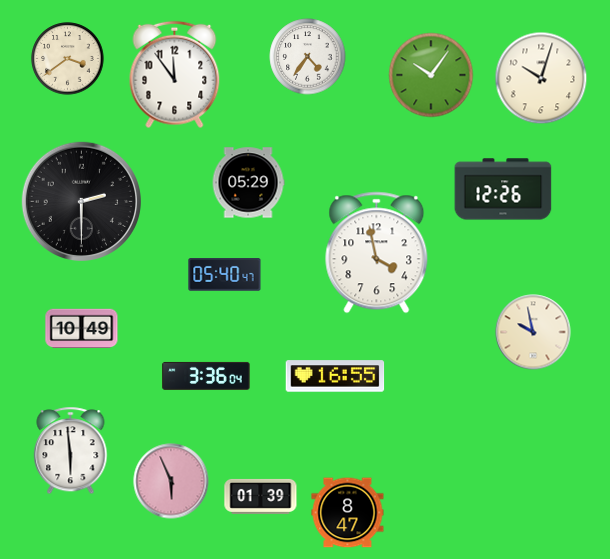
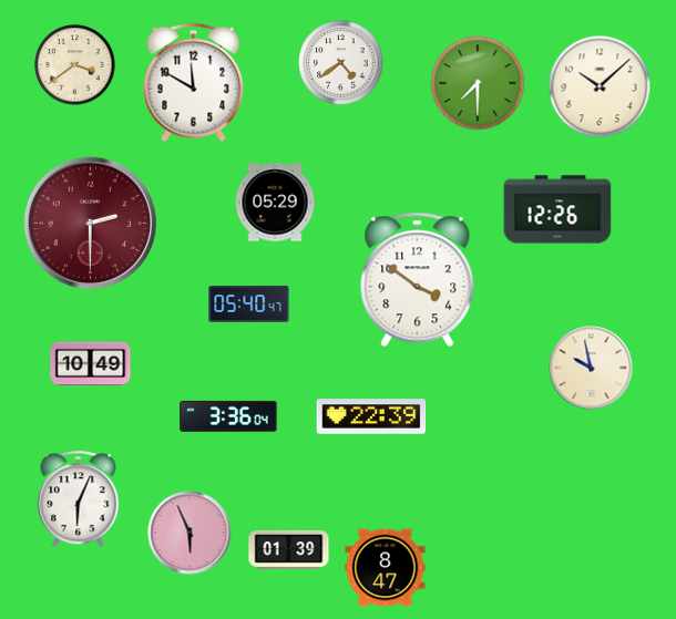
clock at (308, 57): 4:36 -> 4:39
clock at (175, 75): 11:54 -> 11:50
clock at (431, 75): 10:06 -> 7:30
clock at (541, 78): 10:03 -> 10:08
clock at (81, 201) dial: black -> burgundy
clock at (377, 253): 3:58 -> 3:51
clock at (335, 376): 16:55 -> 22:39
clock at (71, 451): 5:59 -> 6:04
